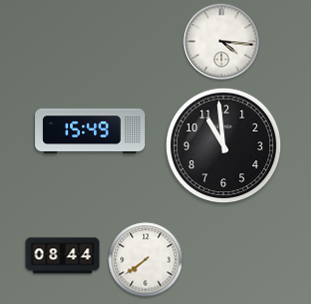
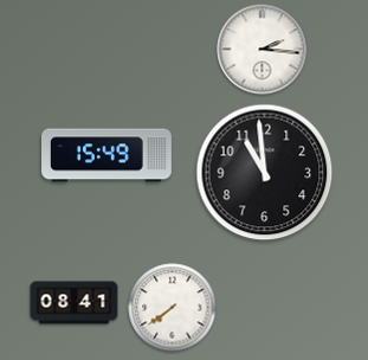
clock at (222, 42): 4:16 -> 2:16
clock at (63, 256): 08:44 -> 08:41
